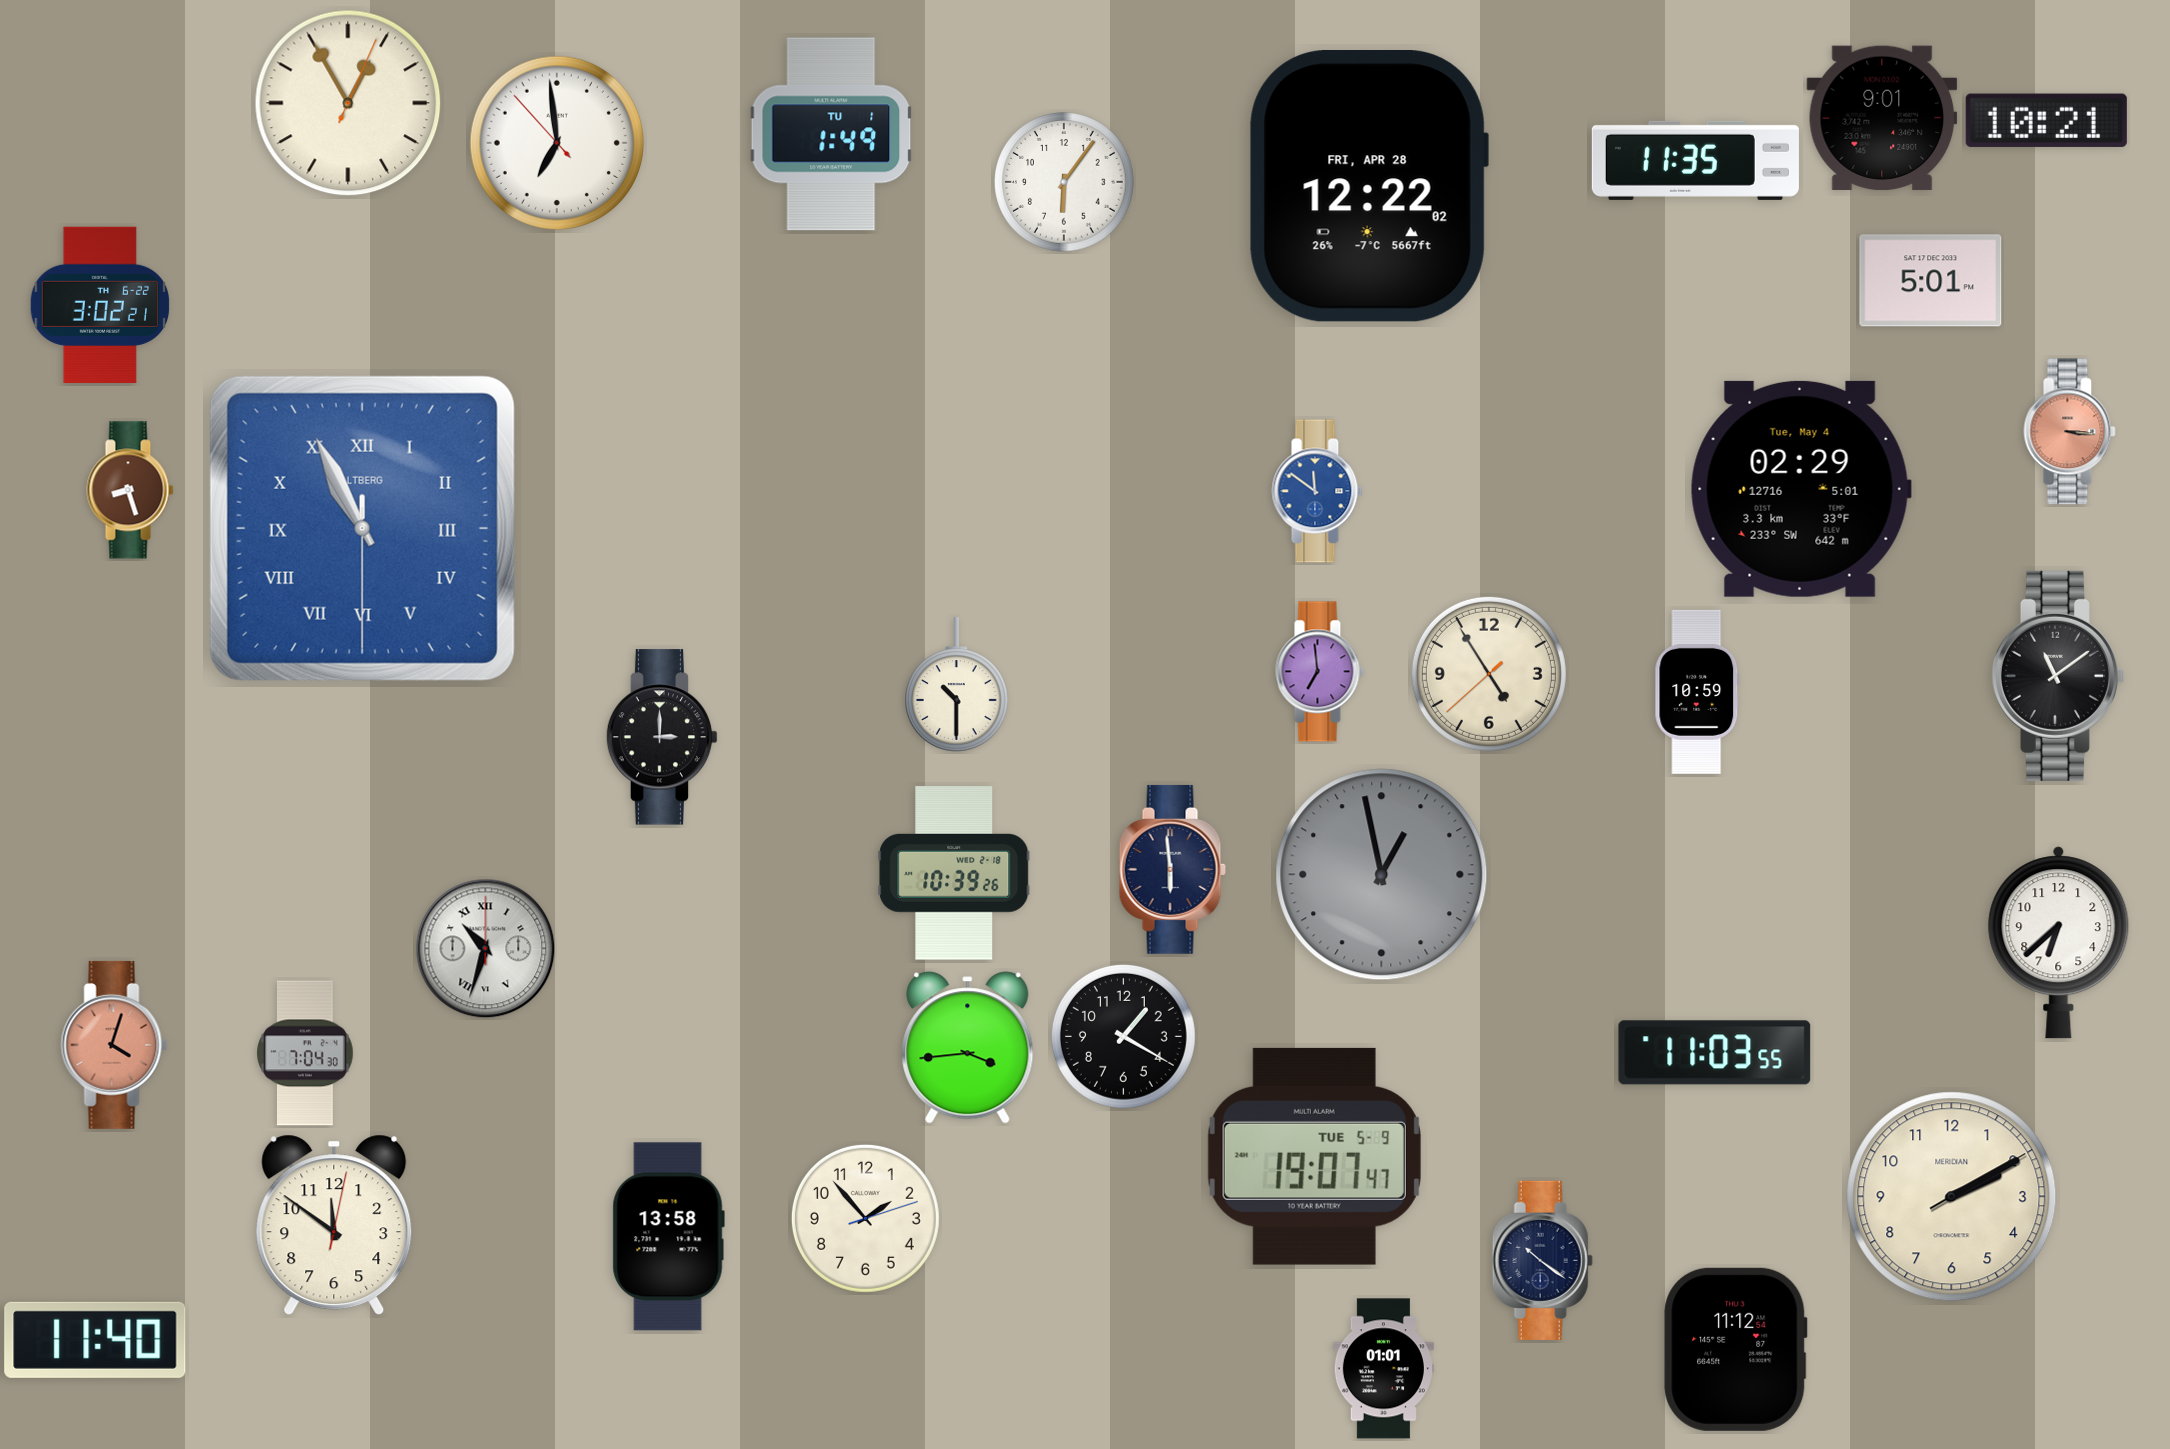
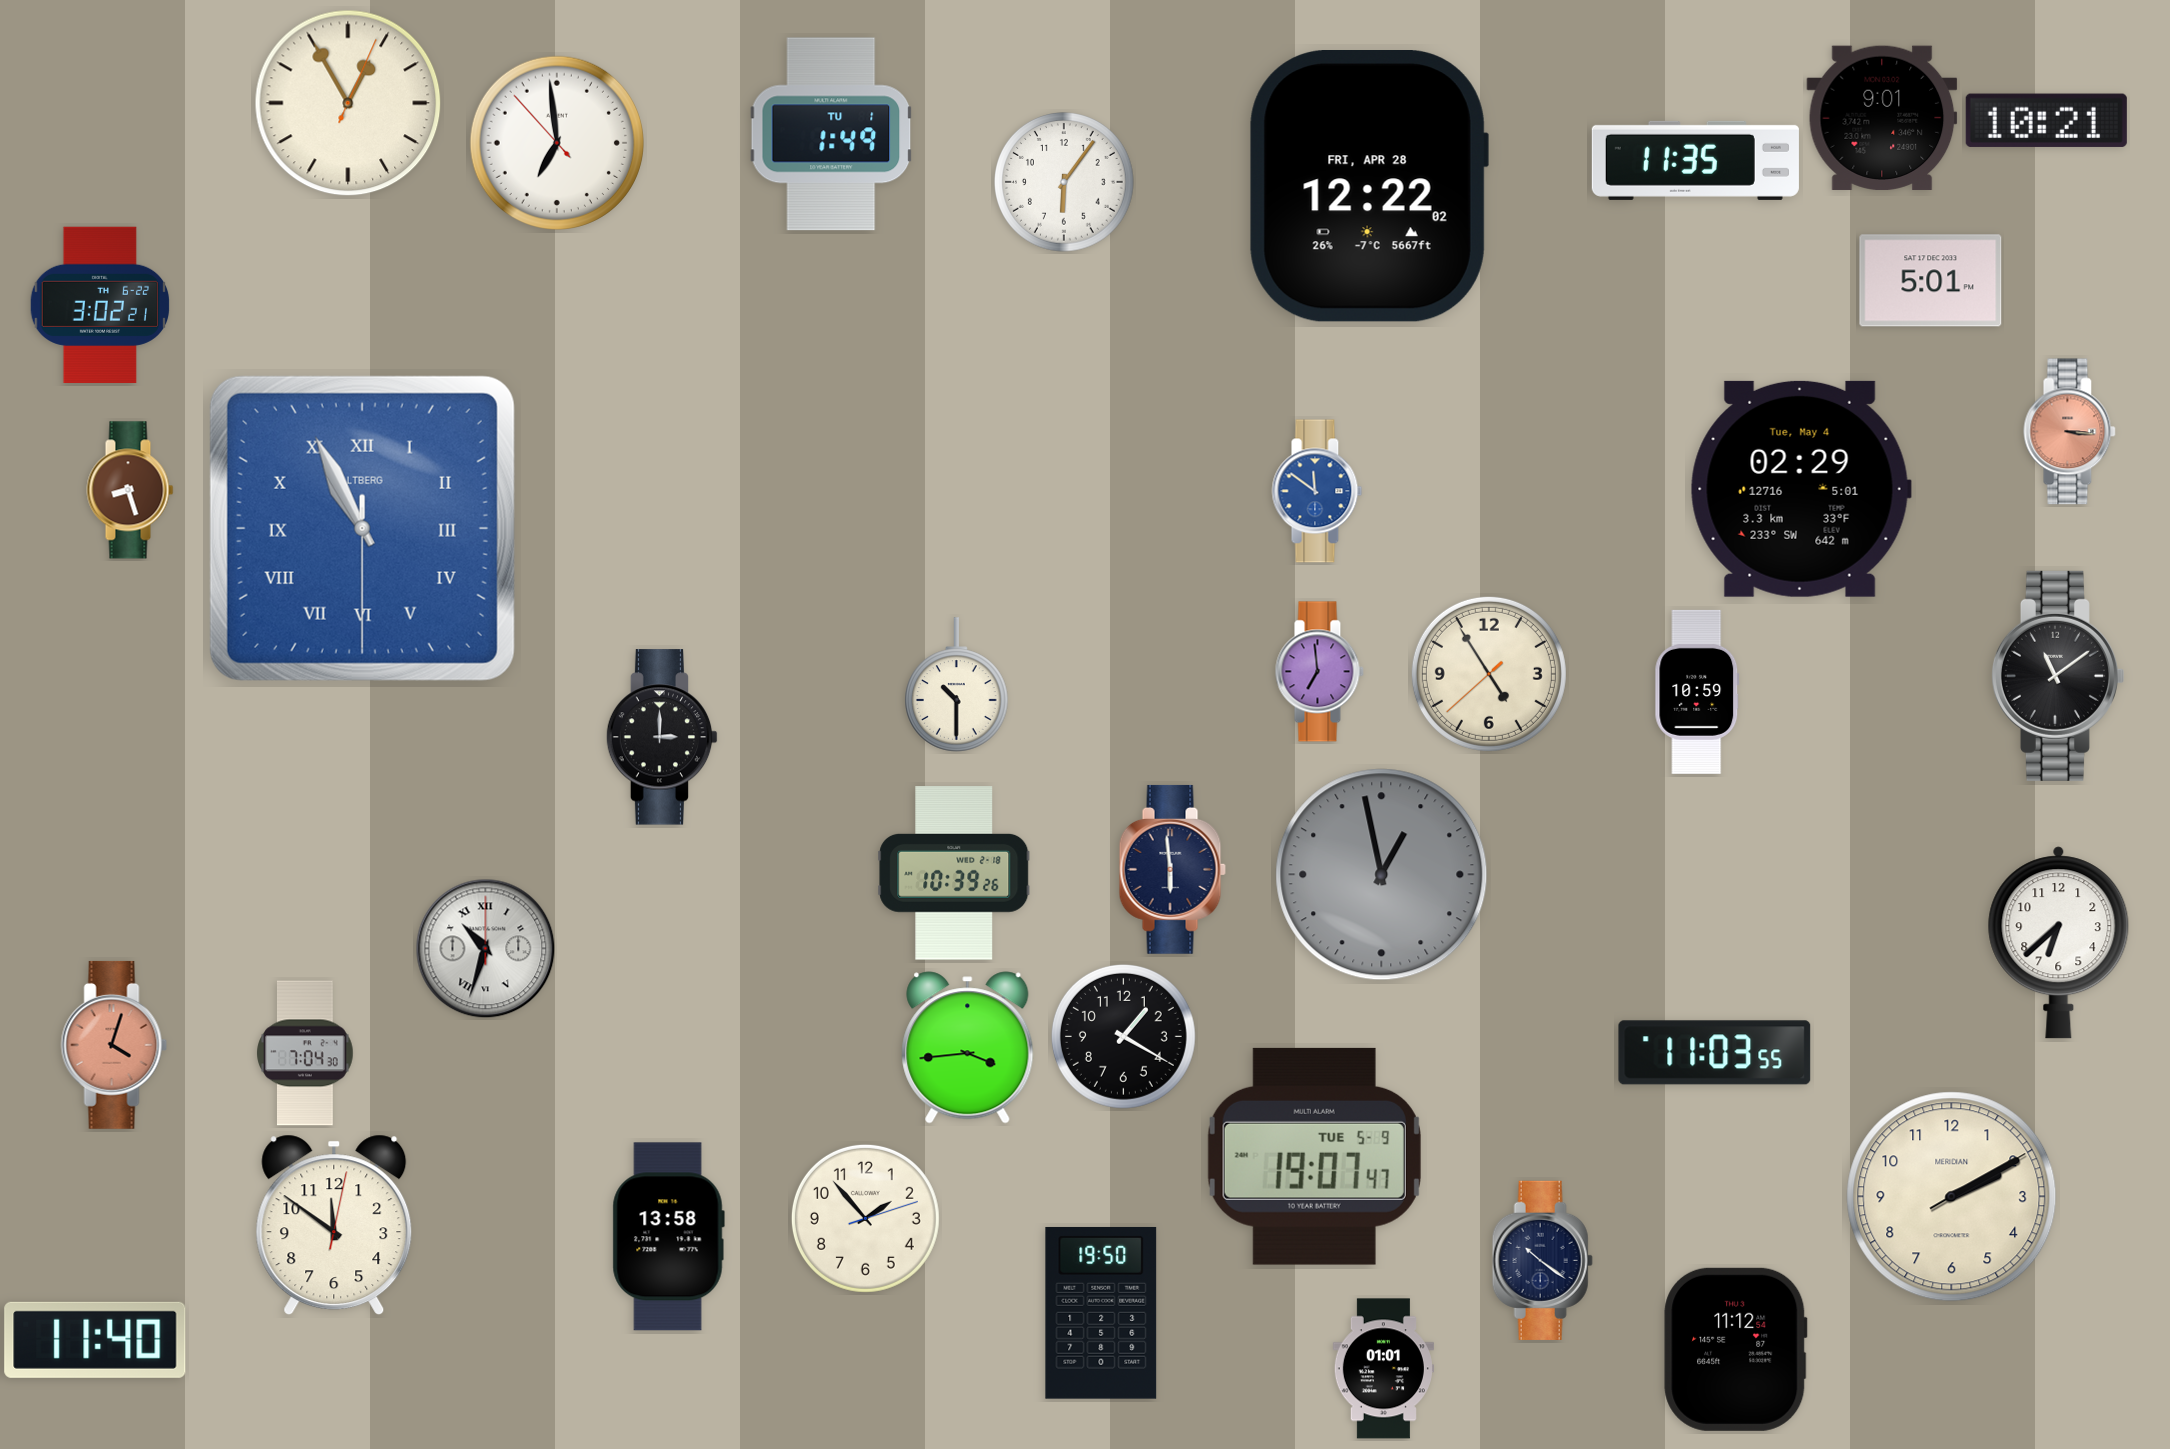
clock at (1101, 1313): none -> 19:50
